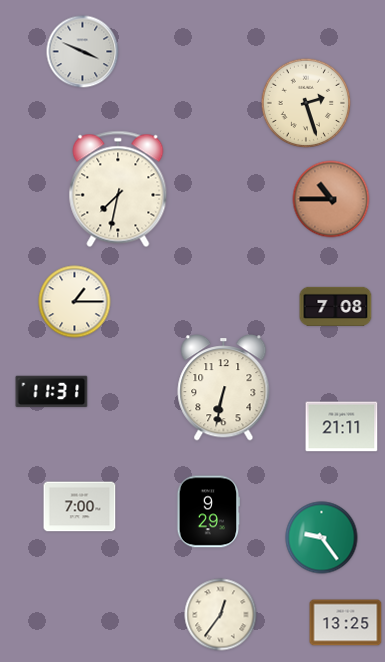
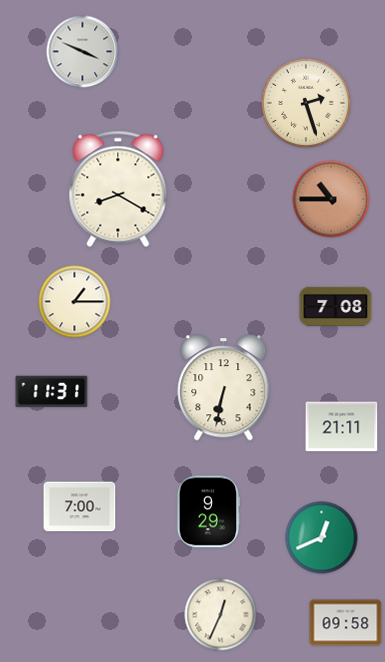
clock at (118, 189): 7:32 -> 8:20
clock at (322, 538): 9:24 -> 12:41
clock at (221, 615): 12:36 -> 12:34
clock at (346, 623): 13:25 -> 09:58
